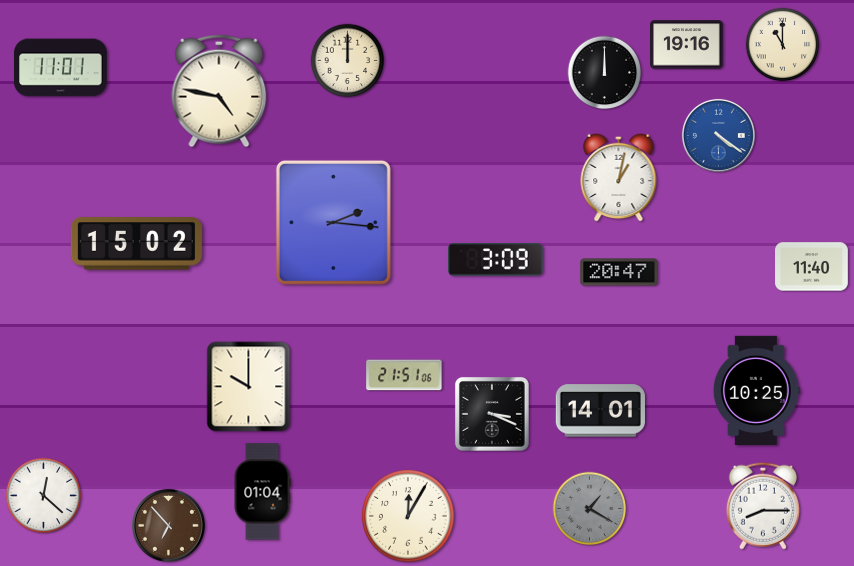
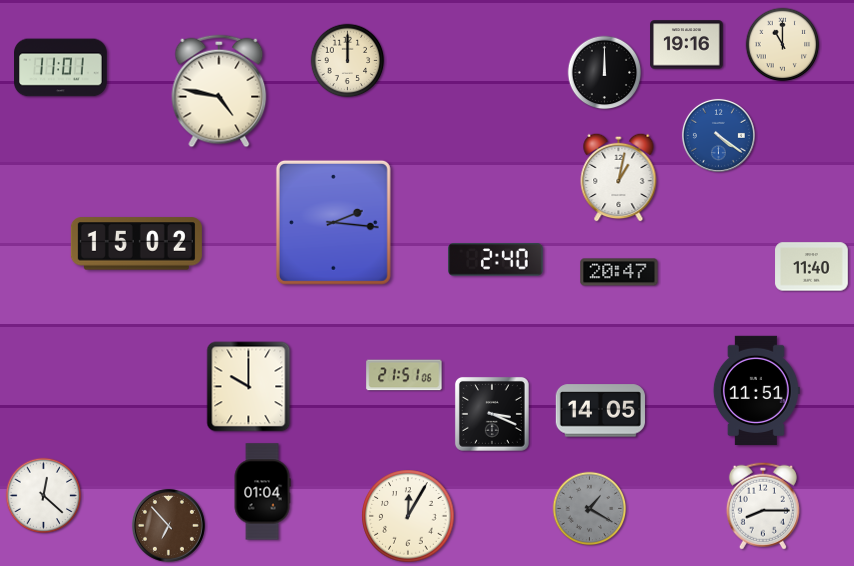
clock at (496, 260): 3:09 -> 2:40
clock at (756, 390): 10:25 -> 11:51
clock at (600, 411): 14:01 -> 14:05
